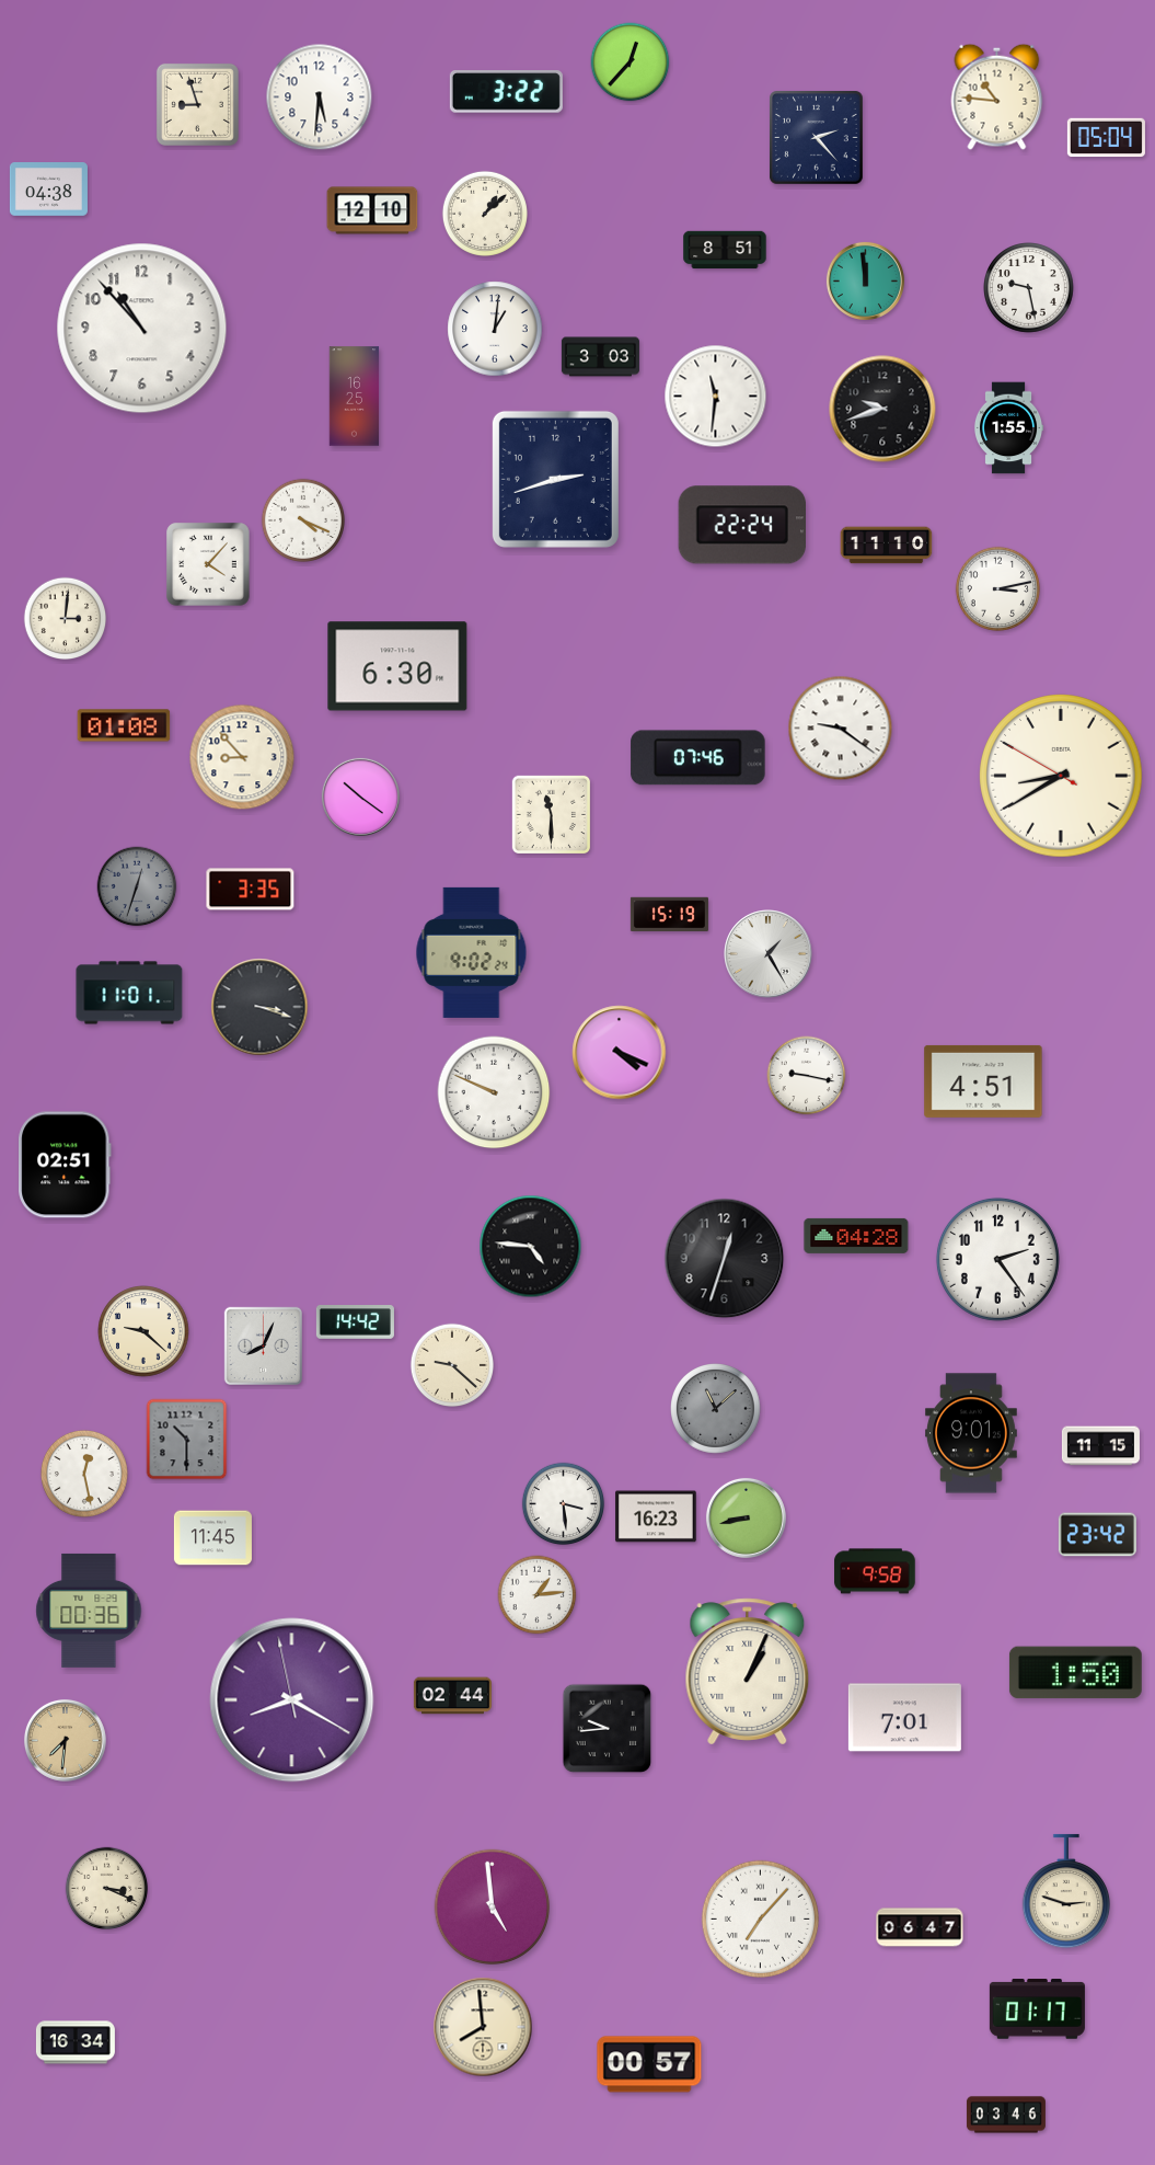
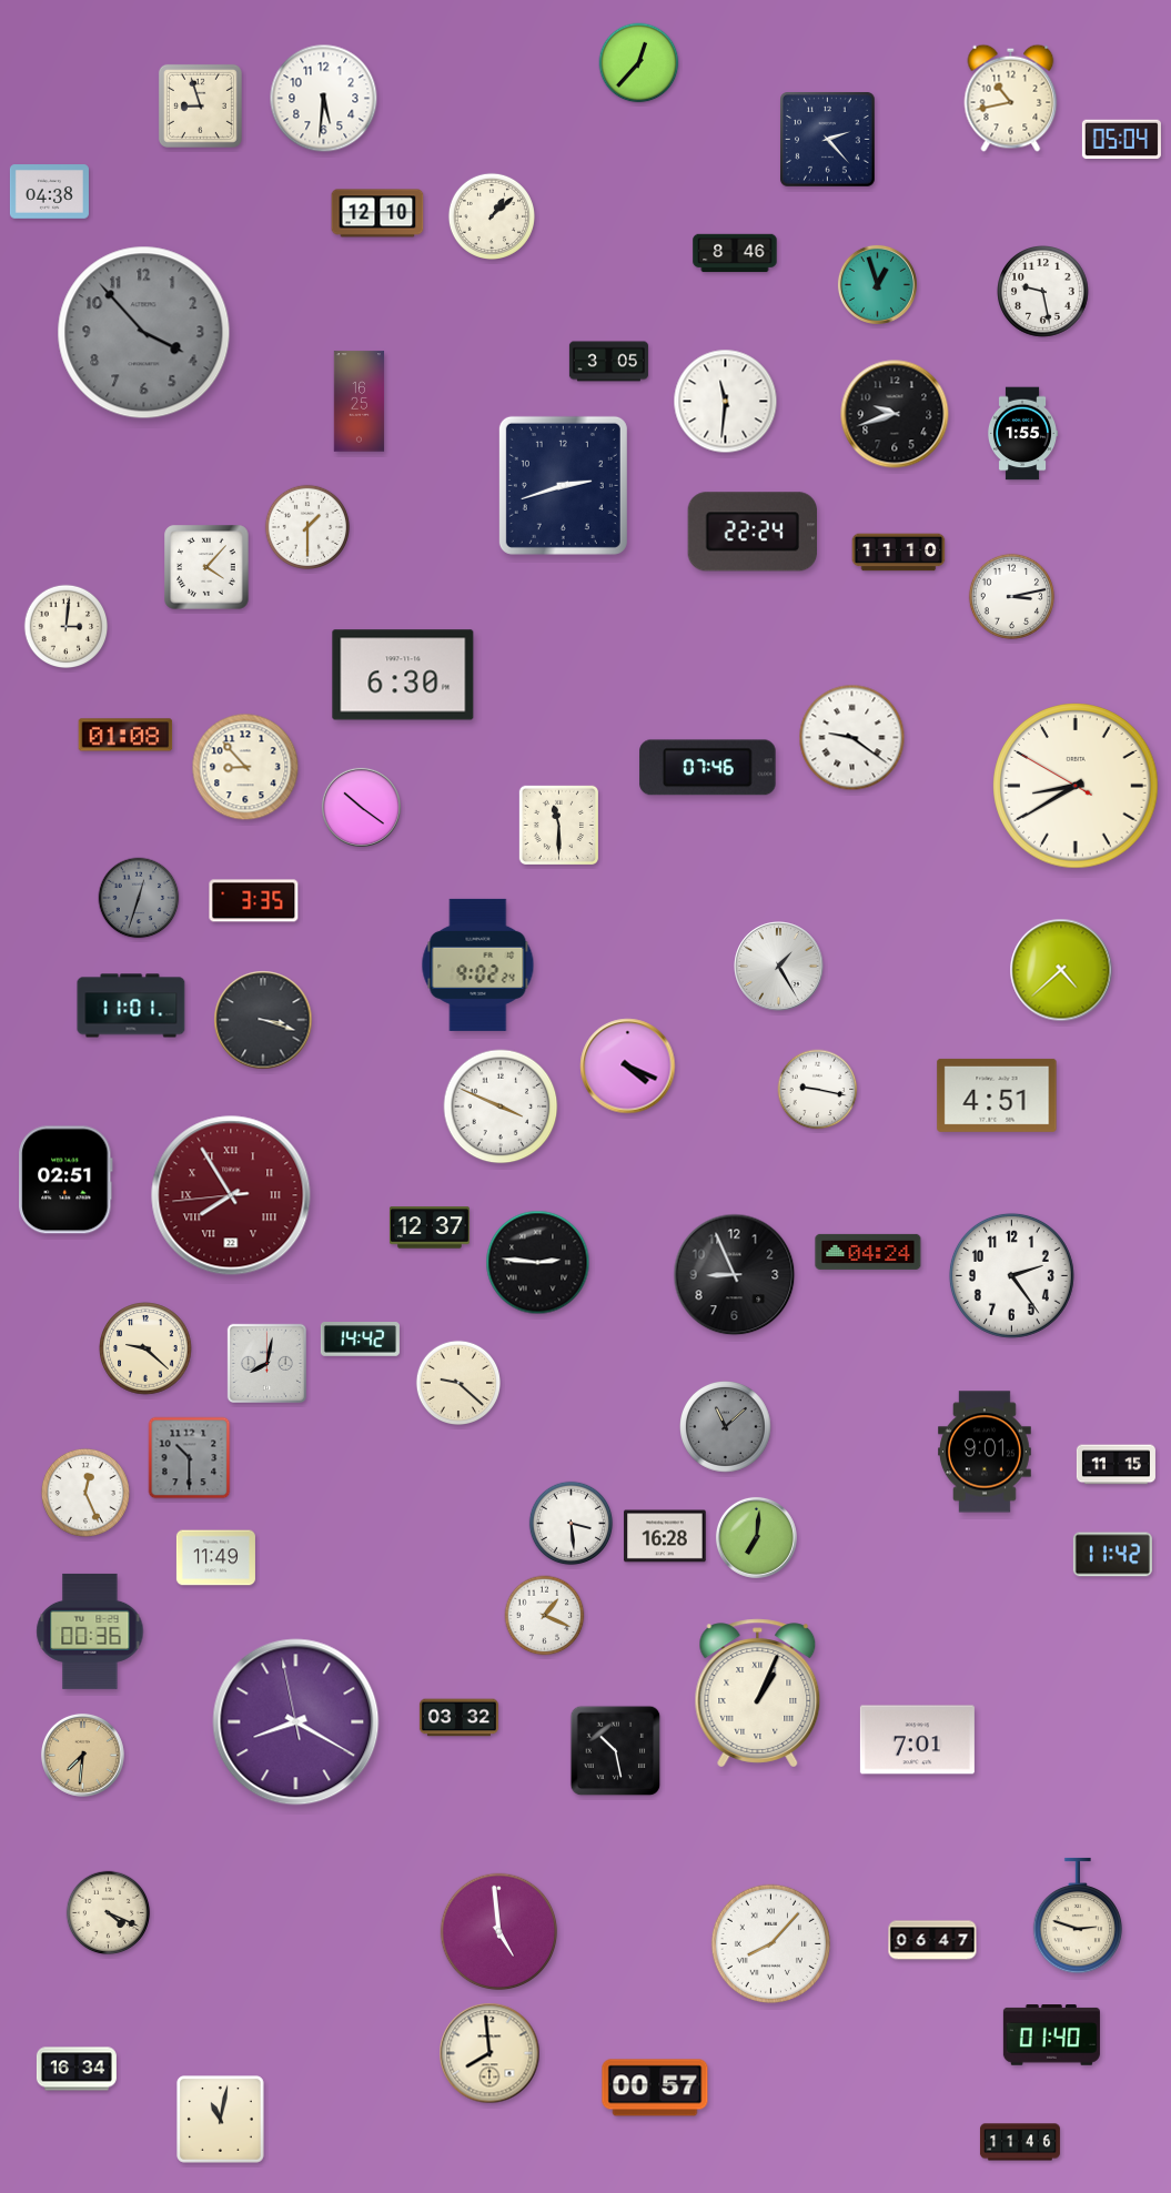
clock at (506, 92): 3:22 -> none
clock at (997, 96): 10:46 -> 10:43
clock at (725, 250): 8:51 -> 8:46
clock at (865, 280): 11:59 -> 12:57
clock at (142, 329): 10:53 -> 3:53
clock at (142, 329) dial: white -> grey
clock at (495, 329): 1:01 -> none
clock at (600, 357): 3:03 -> 3:05
clock at (302, 519): 4:19 -> 1:30
clock at (208, 564) position: (208, 564) -> (206, 567)
clock at (360, 797) position: (360, 797) -> (361, 807)
clock at (669, 914): 15:19 -> none
clock at (1061, 970): none -> 4:38
clock at (494, 1092): 9:49 -> 3:49
clock at (231, 1195): none -> 7:54
clock at (430, 1227): none -> 12:37
clock at (856, 1236): 04:28 -> 04:24
clock at (531, 1247): 4:46 -> 2:46
clock at (725, 1259): 12:33 -> 8:56
clock at (263, 1345): 8:04 -> 8:02
clock at (84, 1474): 12:28 -> 12:26
clock at (656, 1516): 16:23 -> 16:28
clock at (746, 1517): 8:43 -> 7:01
clock at (1097, 1535): 23:42 -> 11:42
clock at (212, 1538): 11:45 -> 11:49
clock at (875, 1571): 9:58 -> none
clock at (538, 1595): 1:14 -> 1:19
clock at (1075, 1673): 1:50 -> none
clock at (452, 1696): 02:44 -> 03:32
clock at (608, 1729): 9:44 -> 10:28
clock at (65, 1740) position: (65, 1740) -> (82, 1755)
clock at (107, 1889): 3:19 -> 4:19
clock at (1066, 1891) position: (1066, 1891) -> (1078, 1916)
clock at (760, 1918): 7:07 -> 8:07
clock at (920, 1927) position: (920, 1927) -> (932, 1940)
clock at (1037, 2009): 01:17 -> 01:40
clock at (649, 2064) position: (649, 2064) -> (655, 2088)
clock at (221, 2120): none -> 11:02
clock at (1006, 2115): 03:46 -> 11:46
